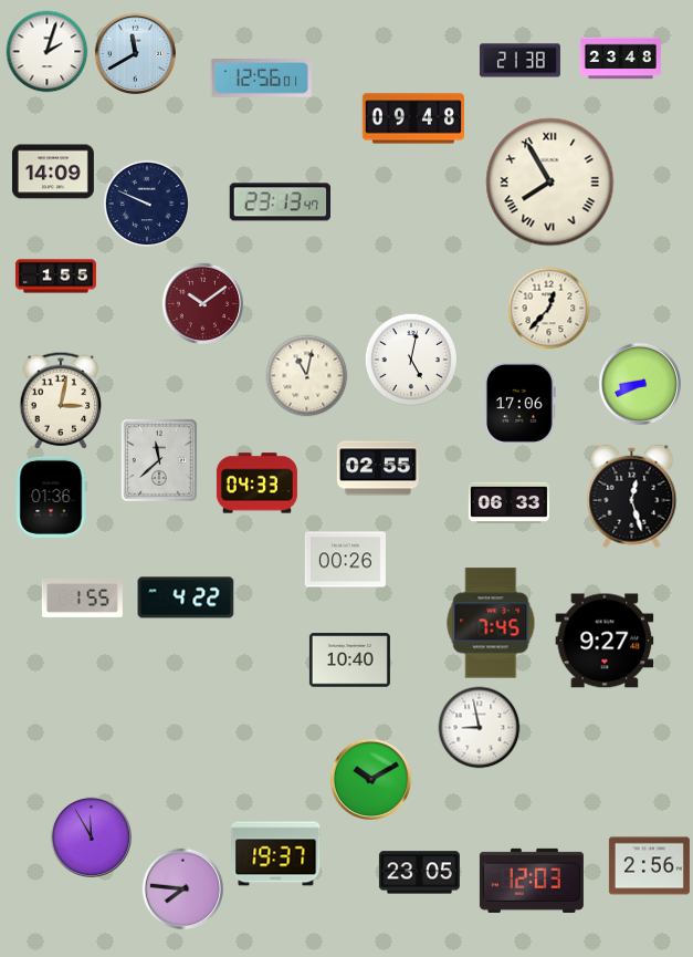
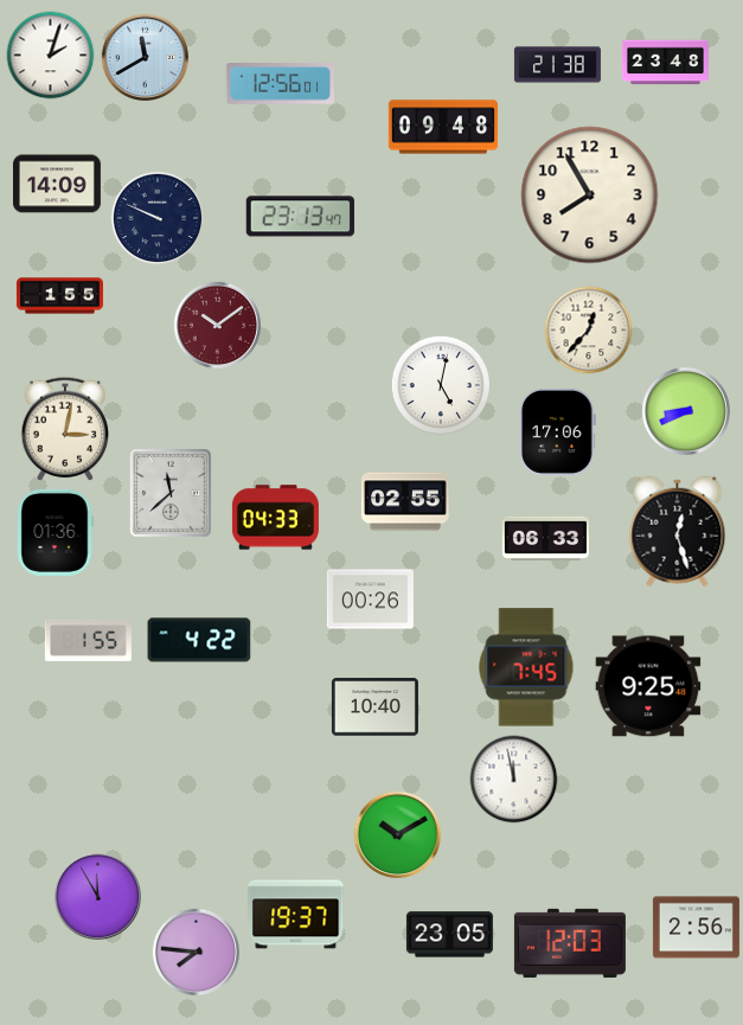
clock at (550, 183) numerals: Roman -> Arabic
clock at (307, 376): 11:02 -> none
clock at (605, 641): 9:27 -> 9:25
clock at (480, 728): 8:58 -> 11:58
